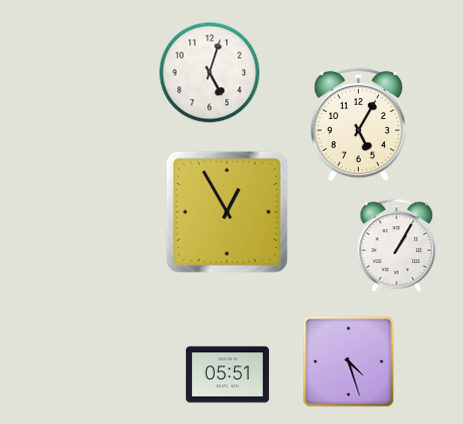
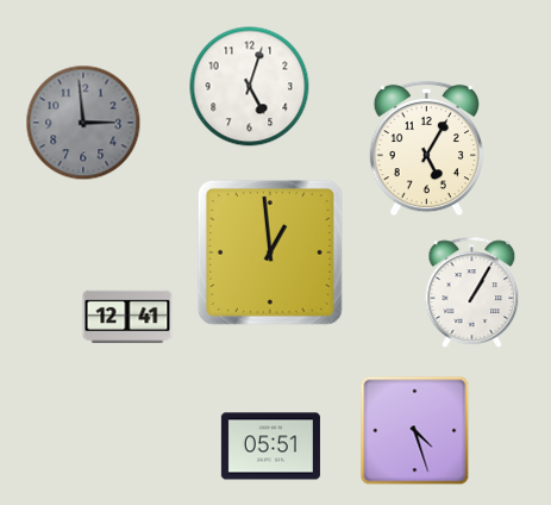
clock at (83, 123): none -> 2:59
clock at (227, 212): 12:55 -> 12:59
clock at (127, 316): none -> 12:41
